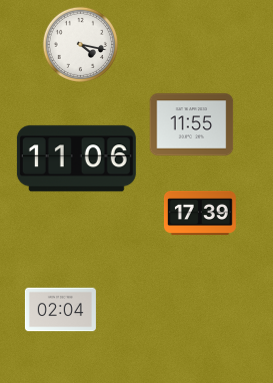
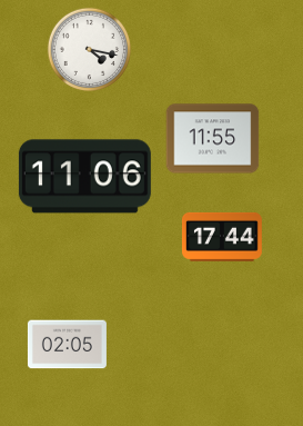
clock at (200, 213): 17:39 -> 17:44
clock at (60, 310): 02:04 -> 02:05
